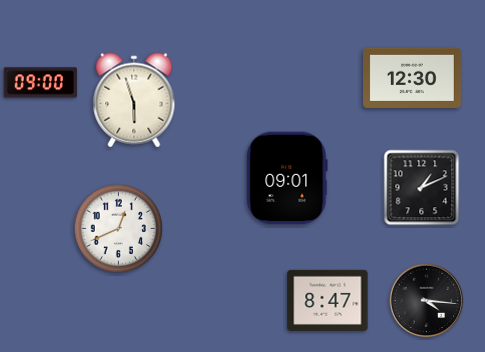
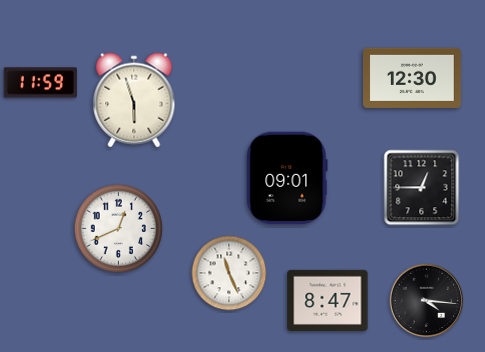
clock at (40, 83): 09:00 -> 11:59
clock at (422, 188): 1:11 -> 12:45
clock at (229, 273): none -> 11:26
